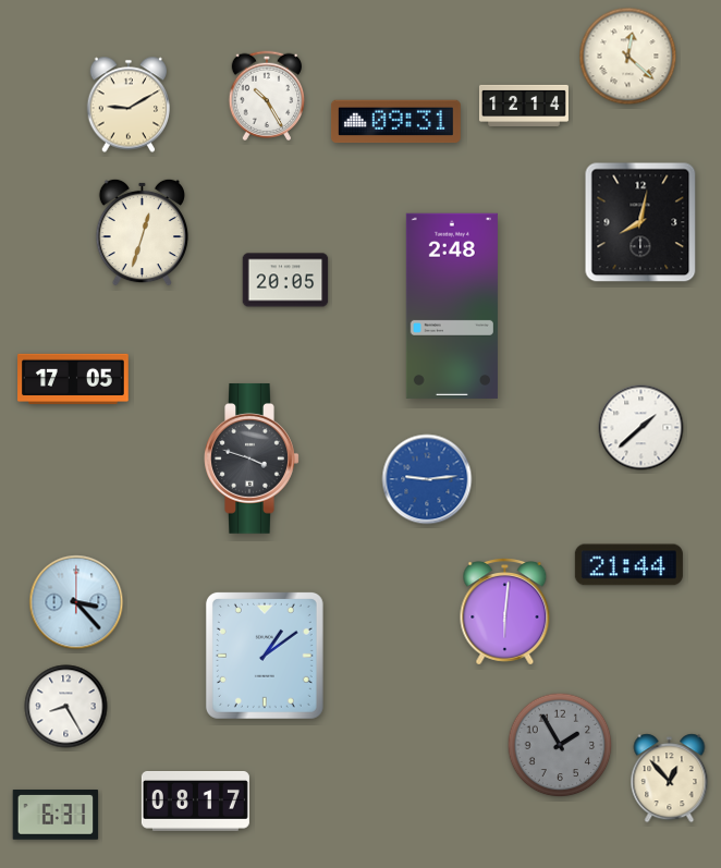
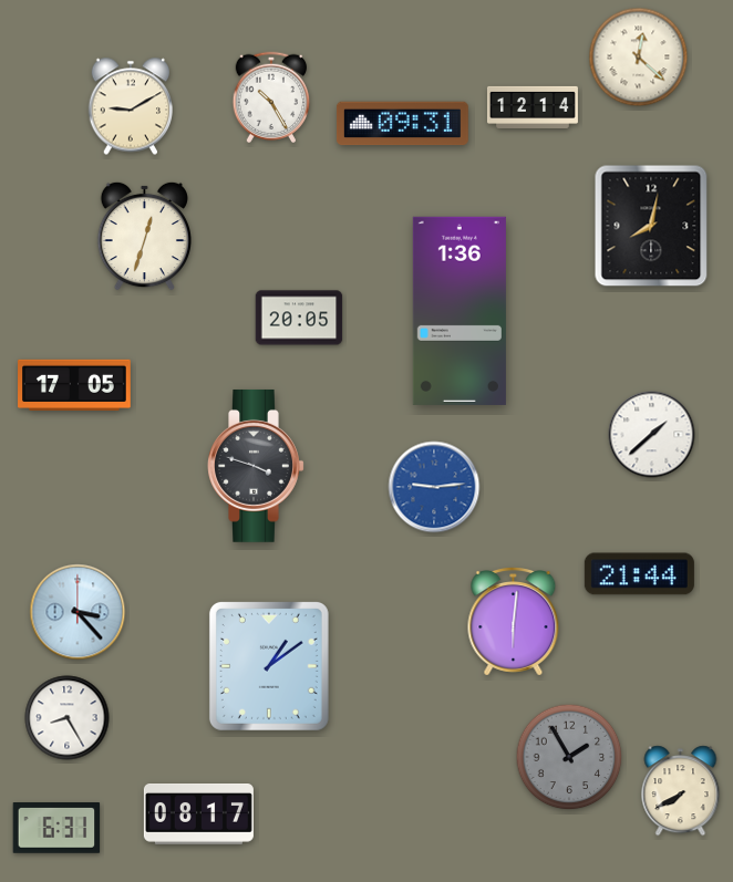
clock at (285, 280) position: (285, 280) -> (299, 318)
clock at (452, 306): 2:48 -> 1:36
clock at (670, 779): 12:53 -> 7:40
